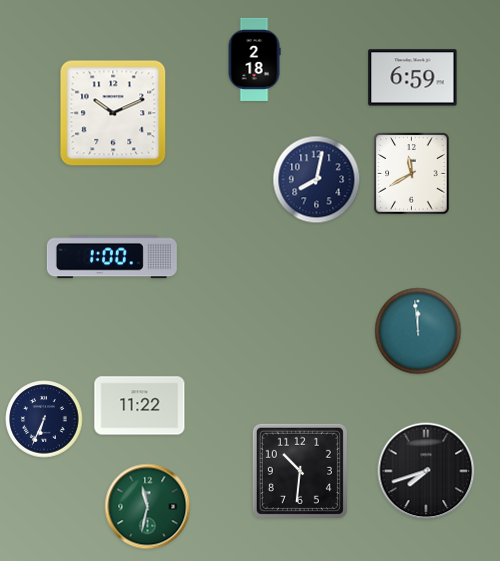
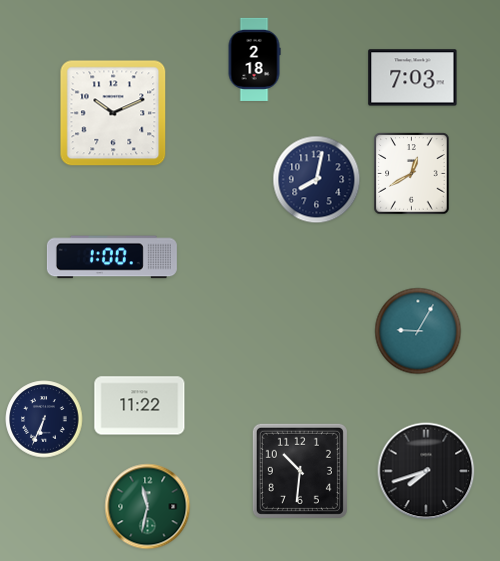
clock at (413, 78): 6:59 -> 7:03
clock at (412, 174): 11:40 -> 12:40
clock at (418, 331): 11:59 -> 9:05
